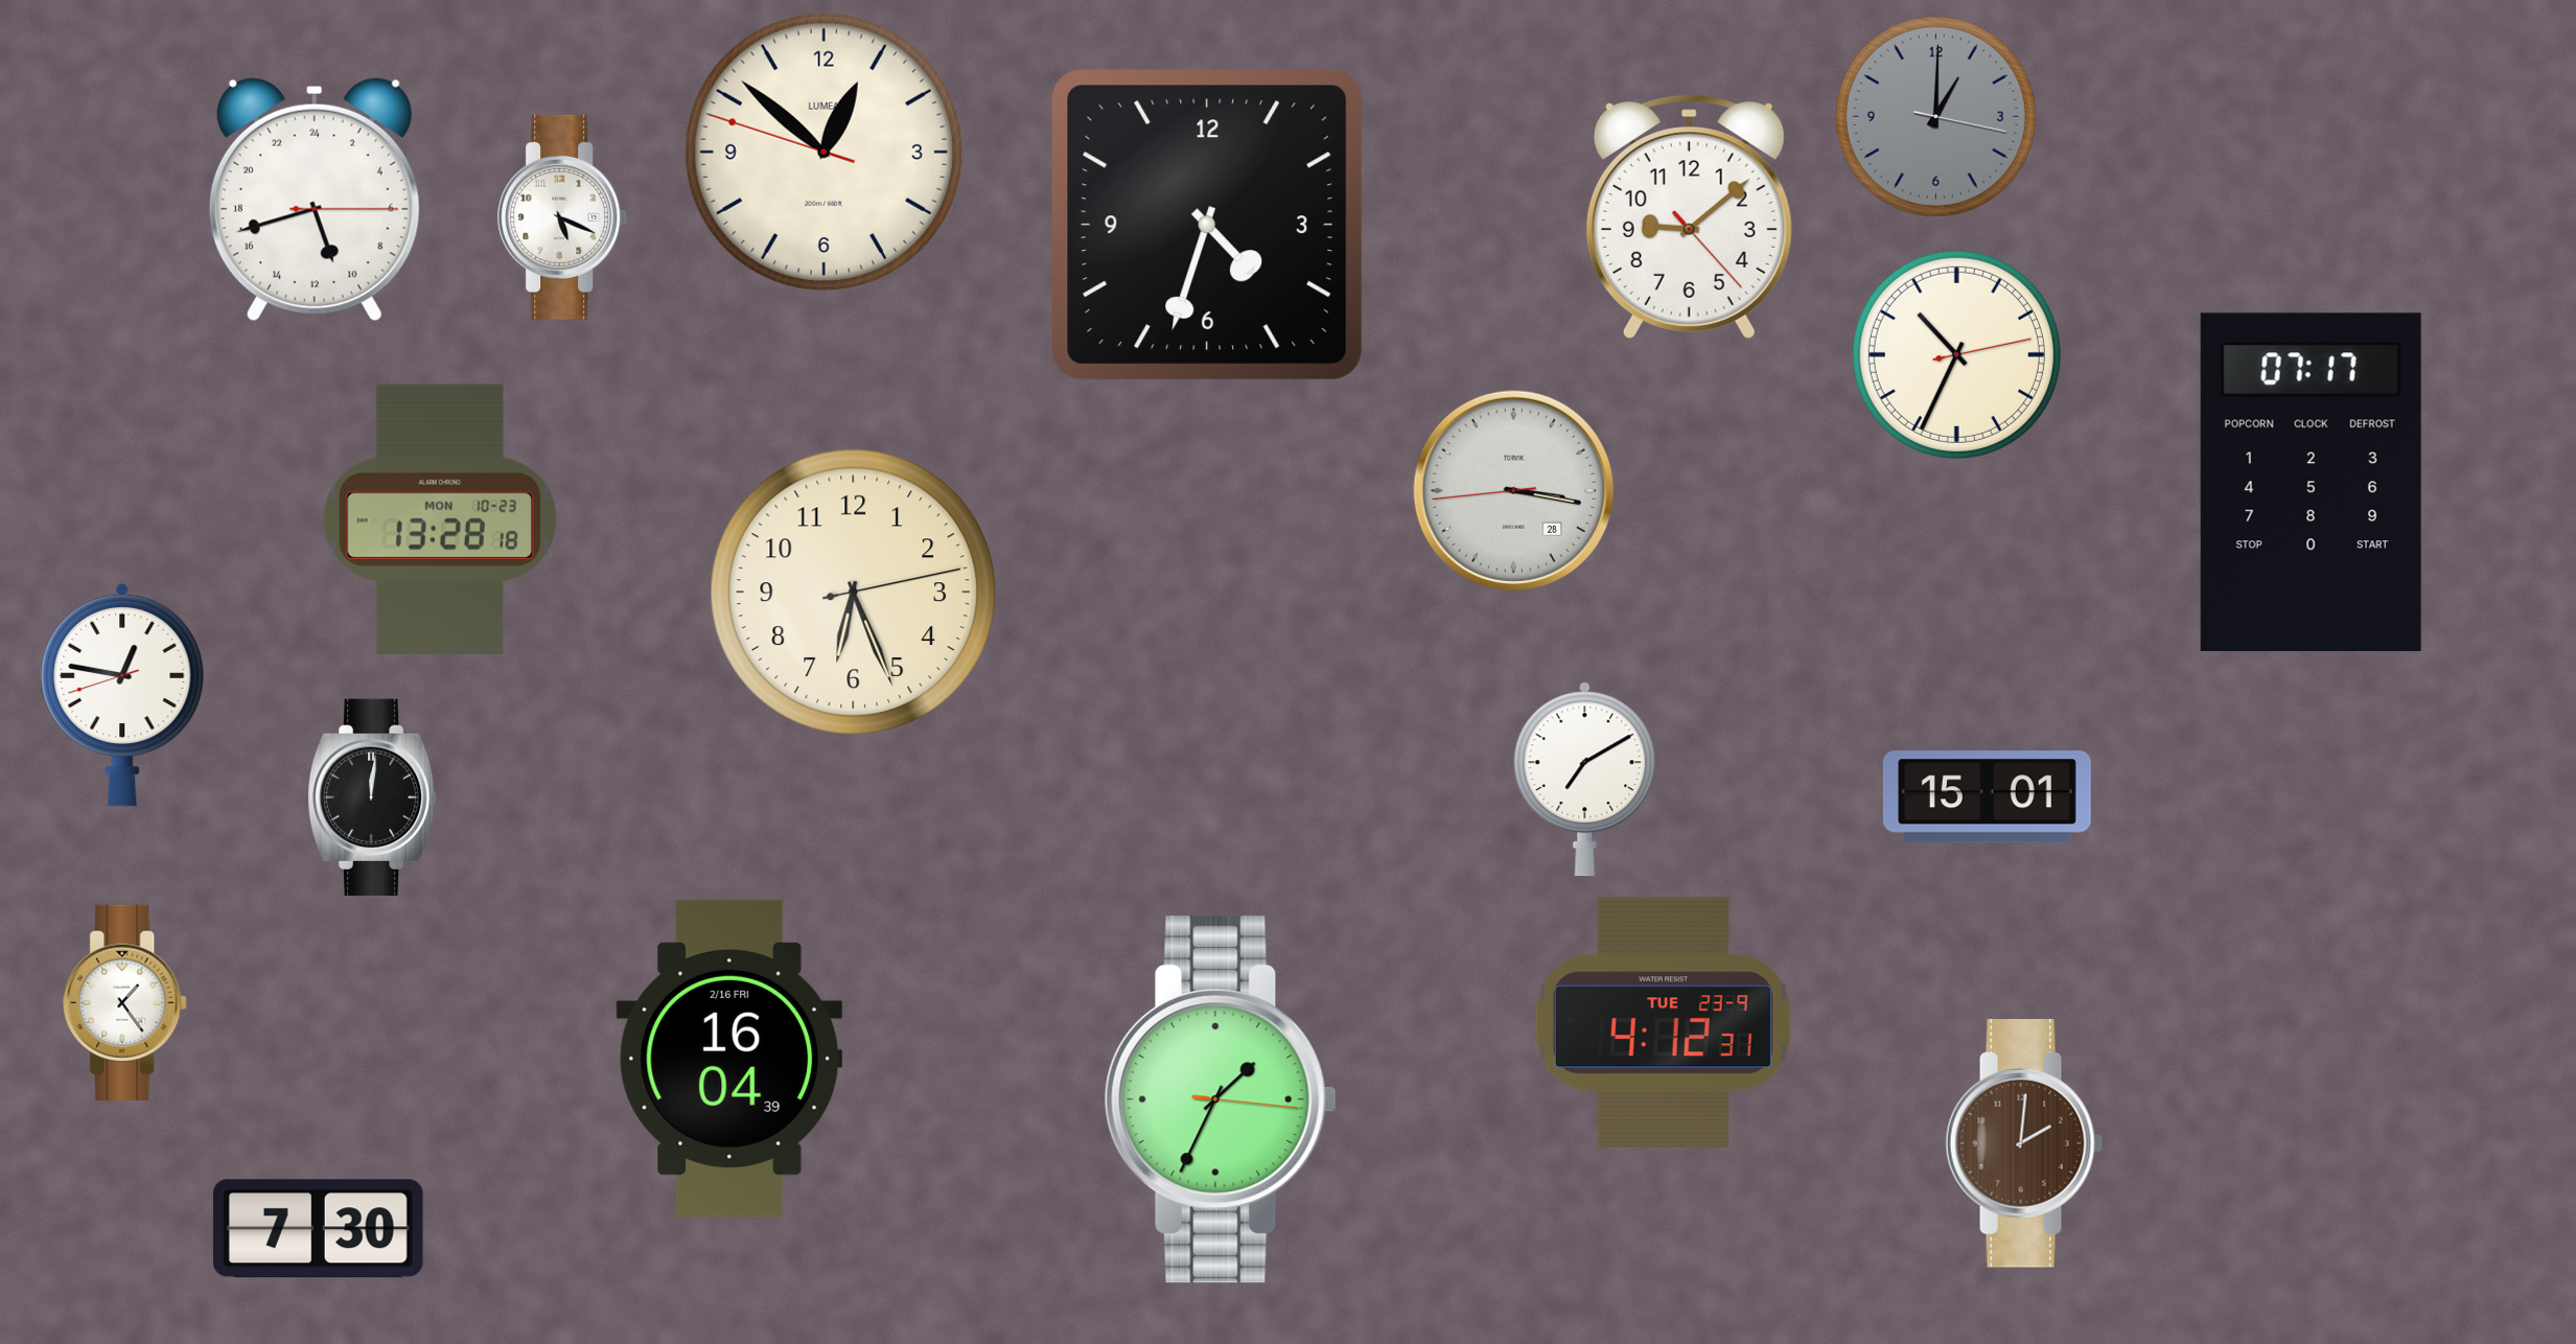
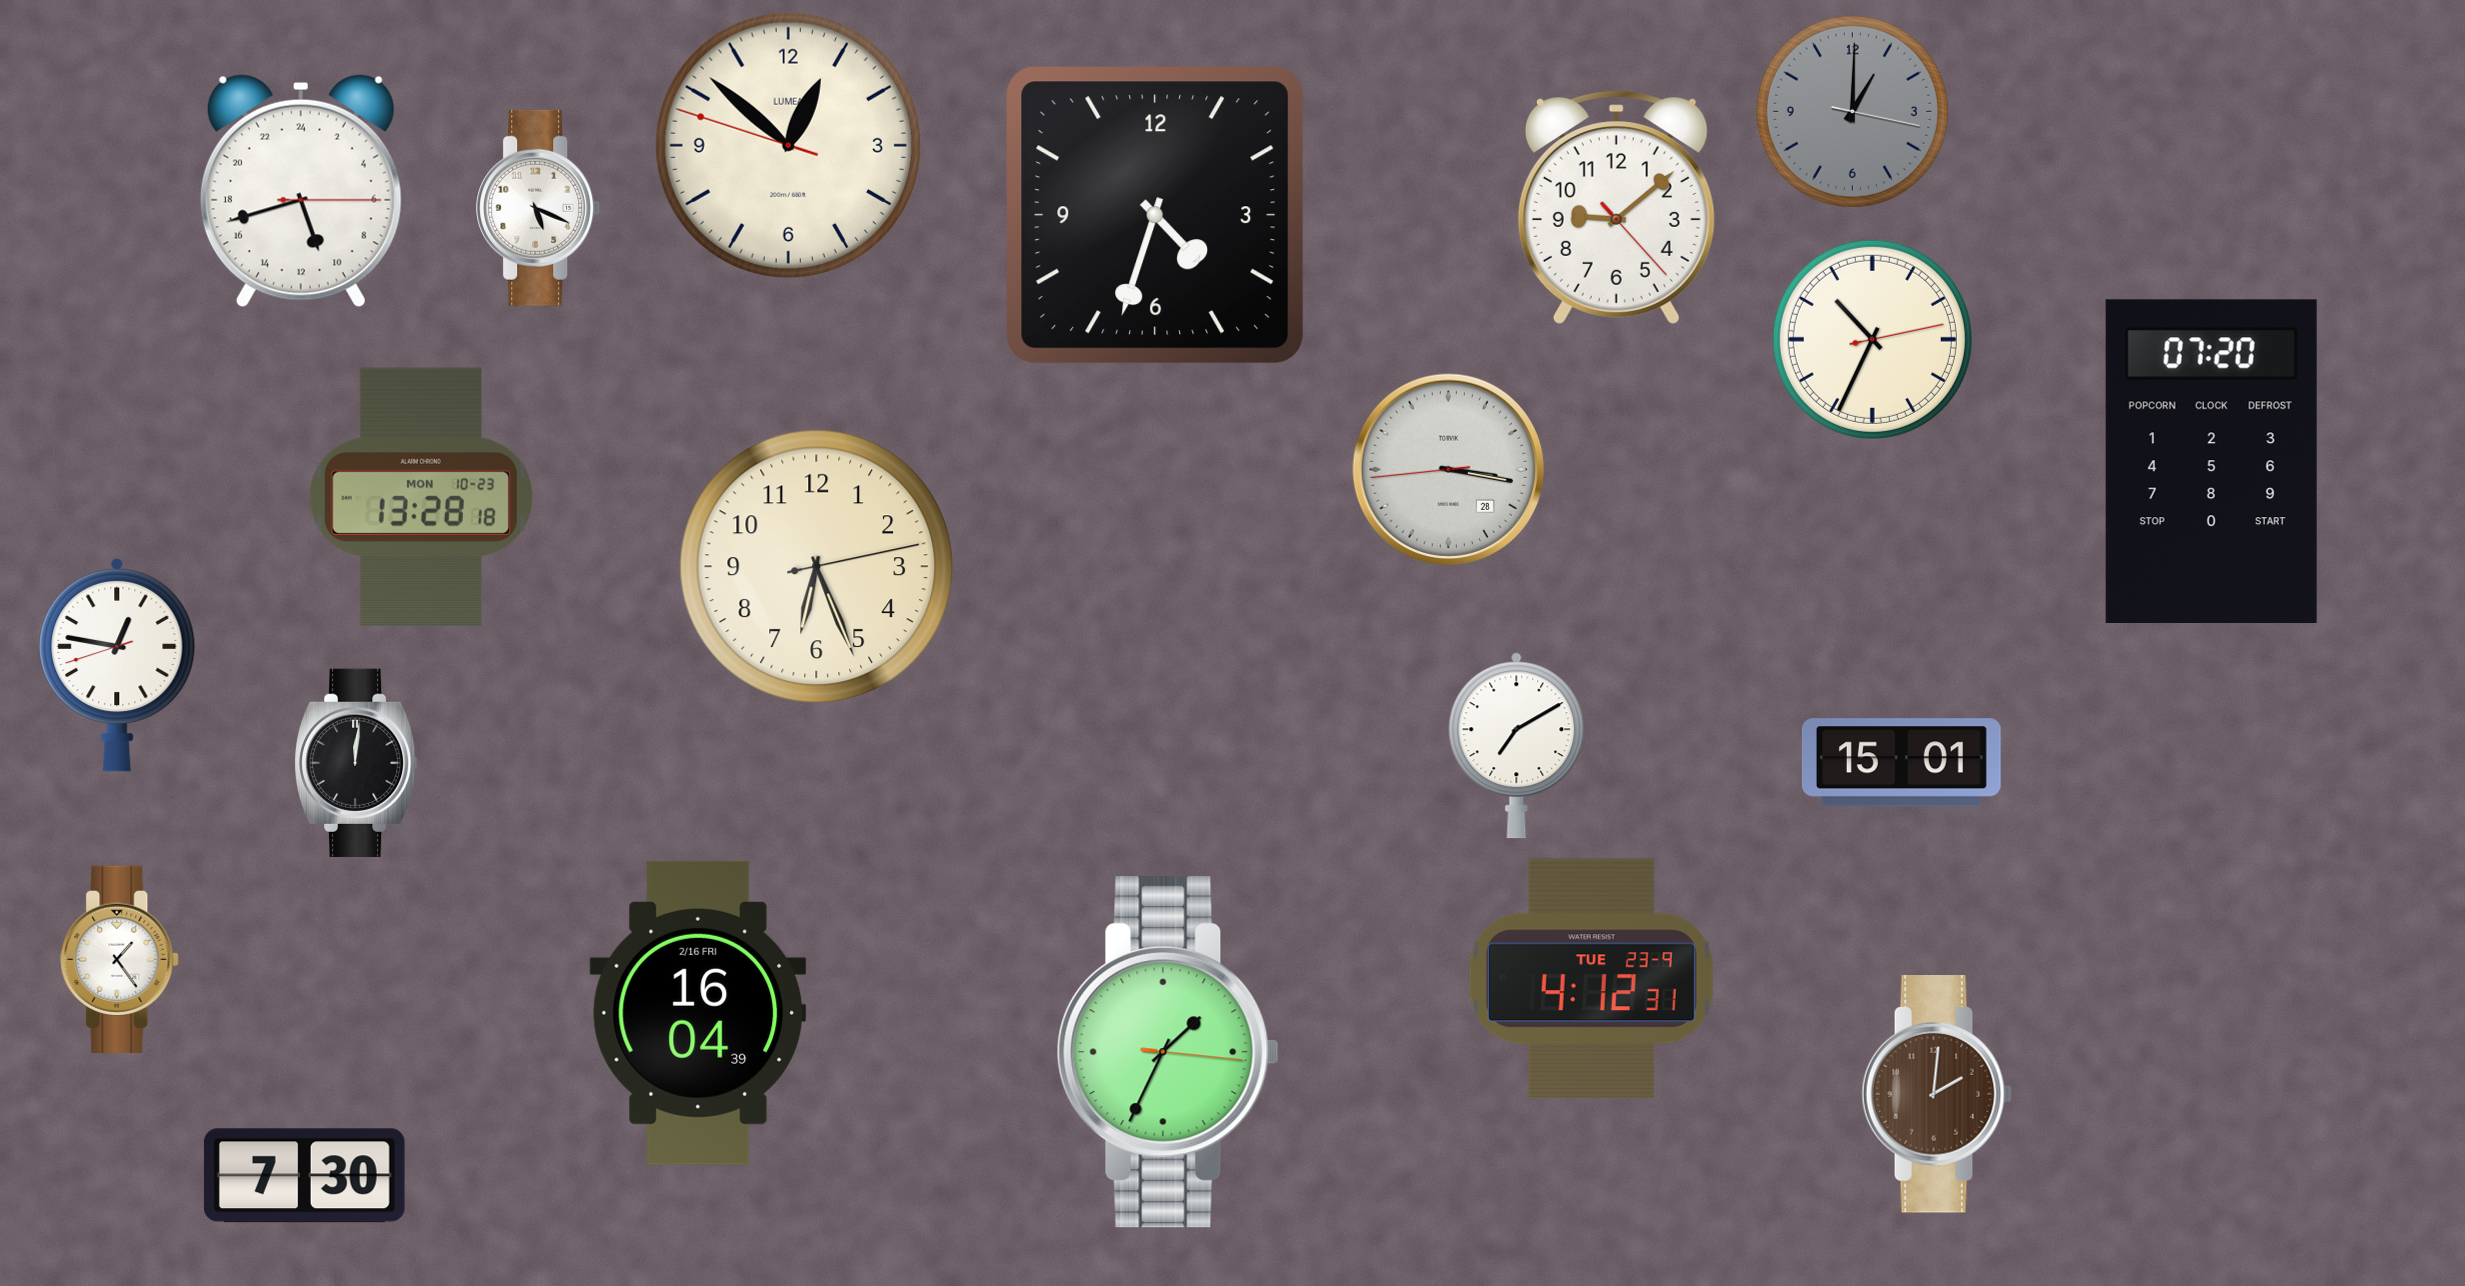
clock at (2311, 482): 07:17 -> 07:20
